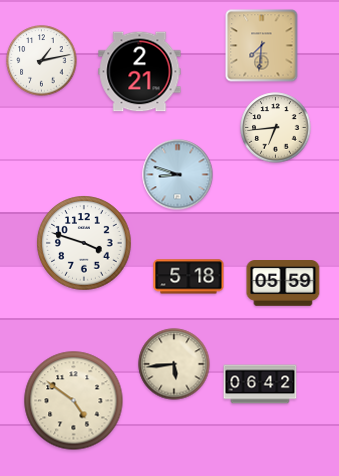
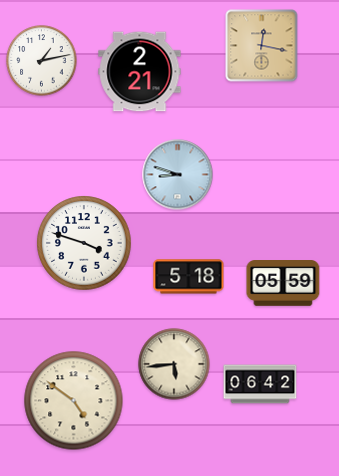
clock at (262, 46): 7:31 -> 12:17
clock at (276, 128): 6:44 -> none
